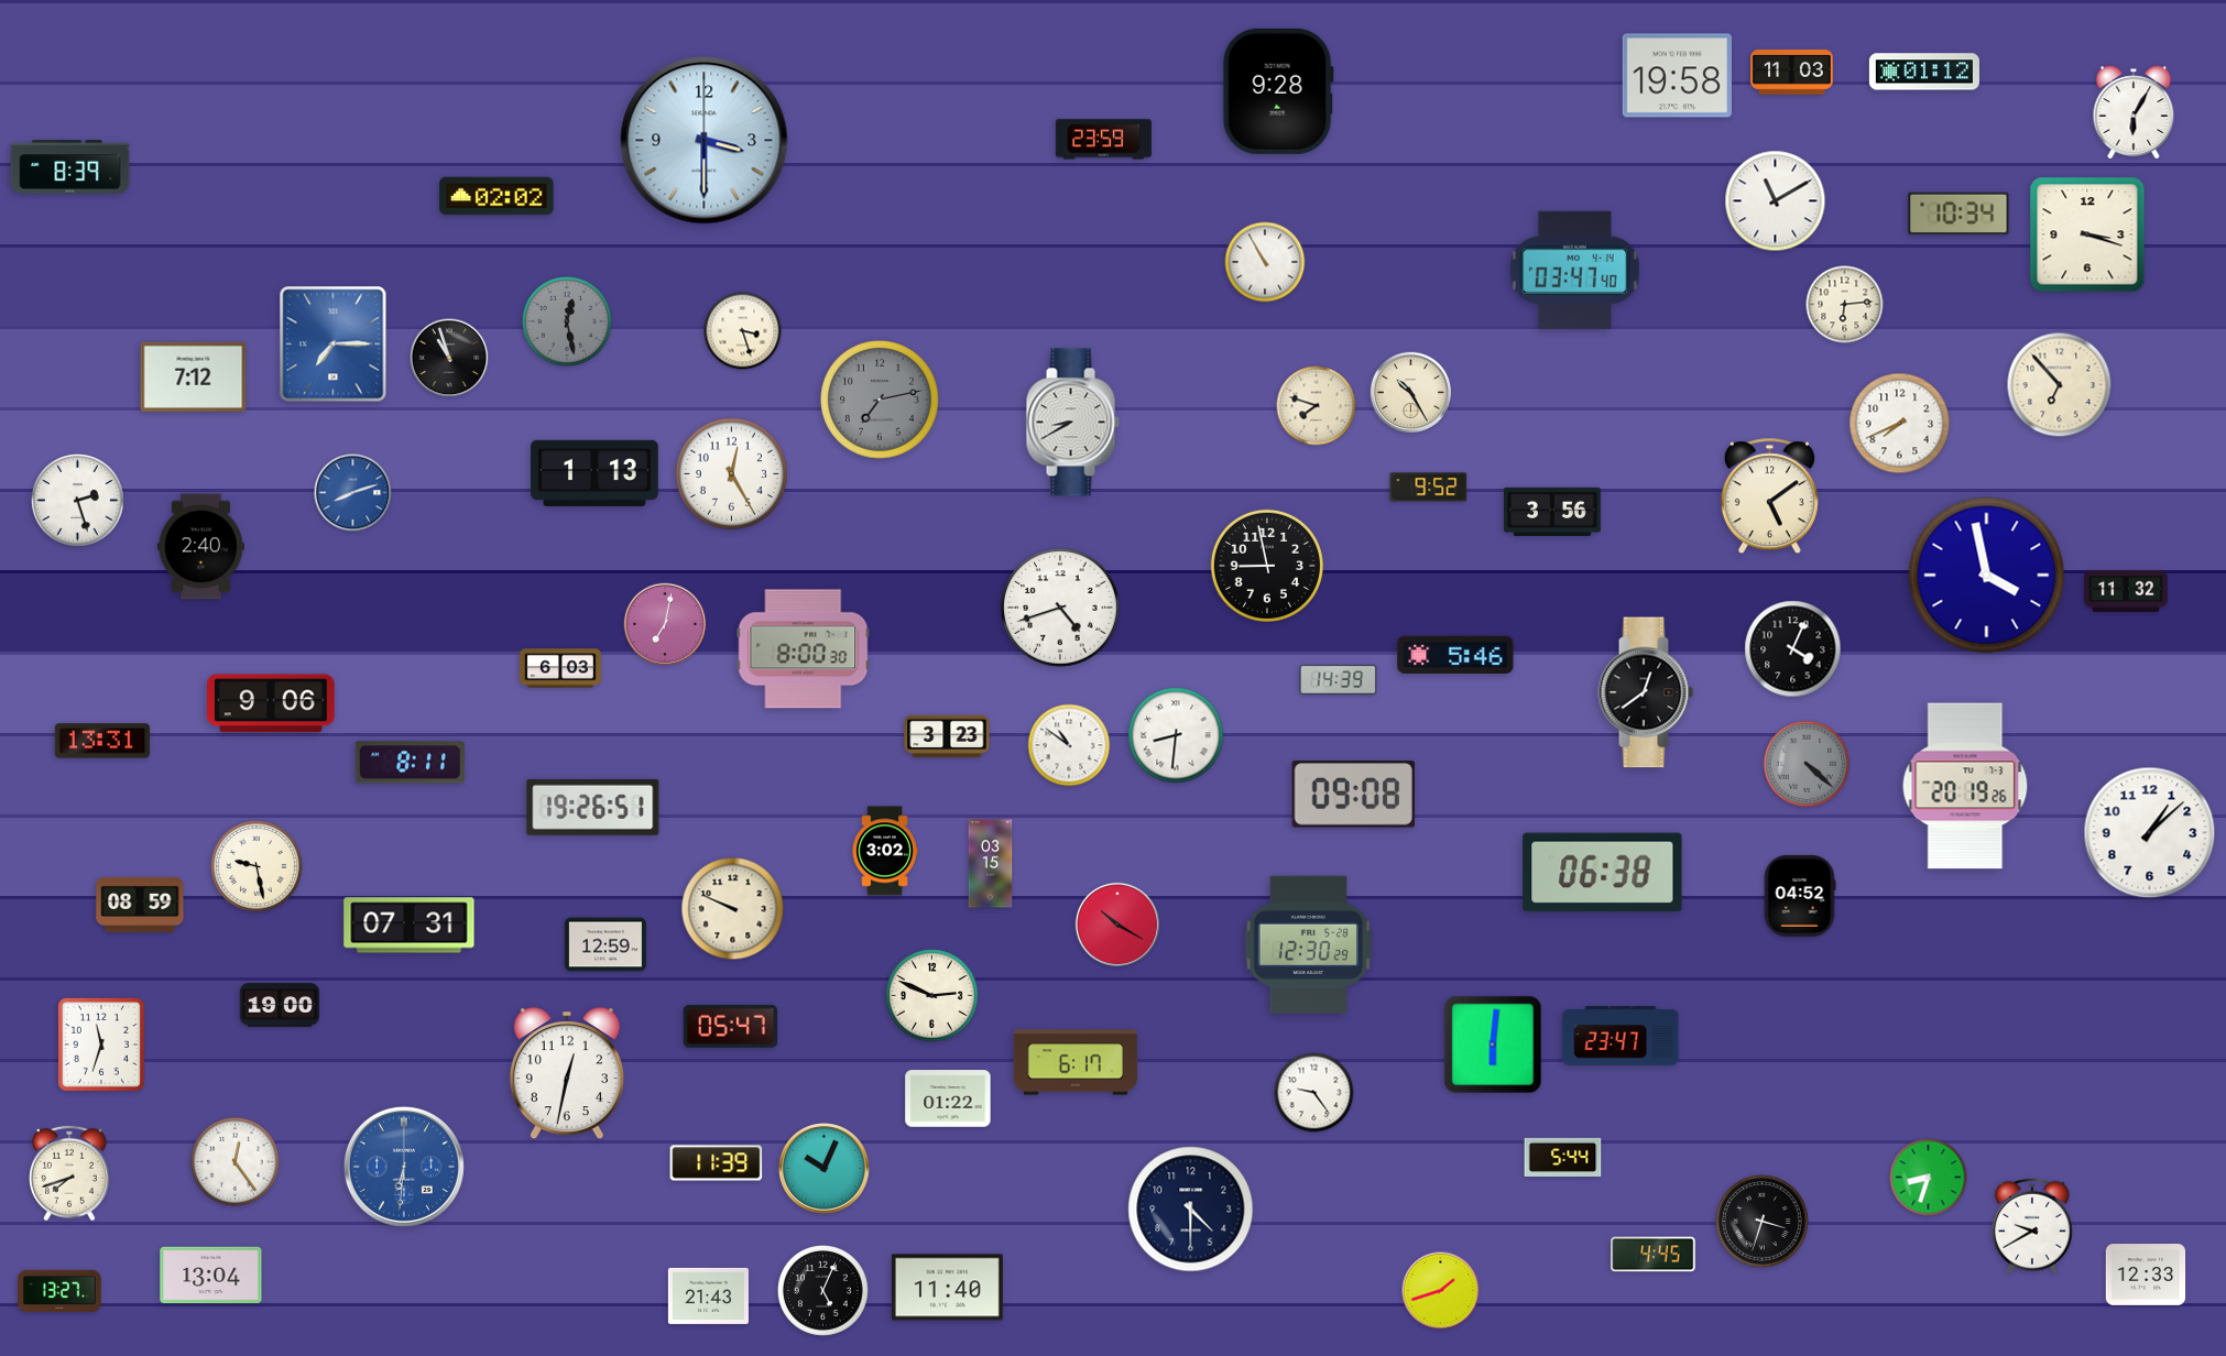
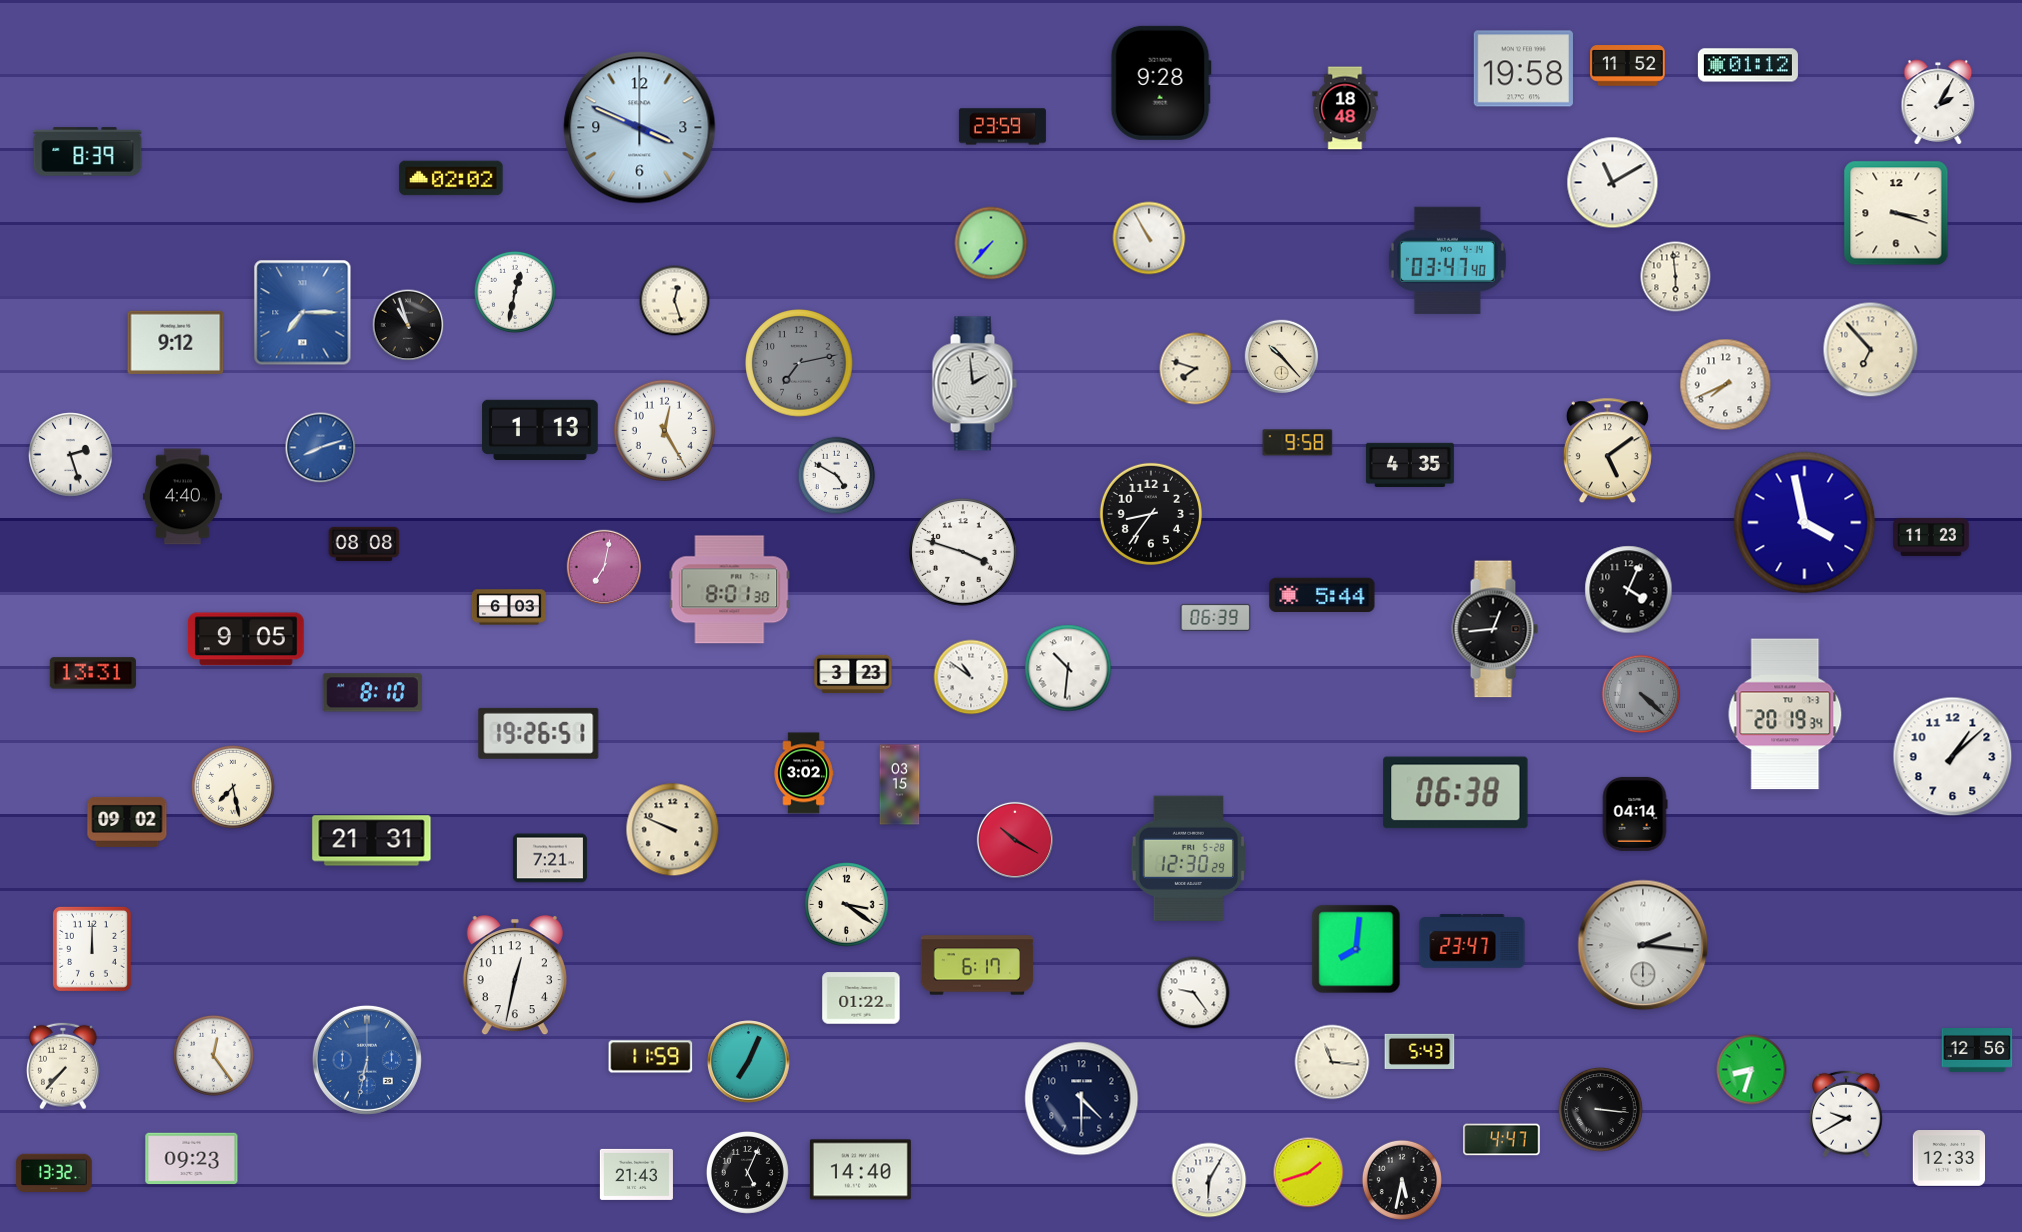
clock at (1792, 73): 11:03 -> 11:52
clock at (2134, 112): 6:05 -> 2:05
clock at (1345, 108): none -> 18:48
clock at (705, 141): 3:30 -> 3:49
clock at (70, 167) position: (70, 167) -> (88, 152)
clock at (1958, 214): 10:34 -> none
clock at (991, 243): none -> 7:37
clock at (1574, 270) position: (1574, 270) -> (1447, 260)
clock at (1845, 305): 6:14 -> 5:59
clock at (567, 321): 12:28 -> 12:32
clock at (567, 321) dial: grey -> white
clock at (743, 331): 3:27 -> 12:27
clock at (194, 376): 7:12 -> 9:12
clock at (1411, 393): 10:25 -> 10:23
clock at (1072, 423): 8:40 -> 1:59
clock at (1429, 488): 9:52 -> 9:58
clock at (1552, 512): 3:56 -> 4:35
clock at (837, 476): none -> 4:50
clock at (200, 547): 2:40 -> 4:40
clock at (1267, 566): 8:58 -> 8:36
clock at (2126, 591): 11:32 -> 11:23
clock at (364, 543): none -> 08:08
clock at (1060, 608): 4:42 -> 3:48
clock at (804, 649): 8:00 -> 8:01
clock at (1455, 654): 5:46 -> 5:44
clock at (1339, 679): 14:39 -> 06:39
clock at (1646, 692): 12:39 -> 12:44
clock at (272, 703): 9:06 -> 9:05
clock at (1176, 735): 8:31 -> 10:31
clock at (947, 736) position: (947, 736) -> (853, 674)
clock at (410, 763): 8:11 -> 8:10
clock at (1965, 786): 20:19:26 -> 20:19:34
clock at (1353, 795): 09:08 -> none
clock at (258, 867): 9:28 -> 7:28
clock at (1800, 896): 04:52 -> 04:14
clock at (140, 905): 08:59 -> 09:02
clock at (733, 909) position: (733, 909) -> (673, 830)
clock at (410, 926): 07:31 -> 21:31
clock at (605, 944): 12:59 -> 7:21
clock at (932, 996): 2:49 -> 3:21
clock at (280, 1005): 19:00 -> none
clock at (730, 1026): 05:47 -> none
clock at (1643, 945): none -> 2:16
clock at (101, 1045): 11:33 -> 12:00
clock at (1493, 1045): 6:01 -> 8:01
clock at (1563, 1157): 5:44 -> 5:43
clock at (1977, 1051): none -> 12:56
clock at (717, 1163): 11:39 -> 11:59
clock at (404, 1167): 6:31 -> 6:32
clock at (825, 1169): 10:04 -> 7:04
clock at (1332, 1062): none -> 11:16
clock at (70, 1173): 7:42 -> 7:37
clock at (1763, 1222): 3:33 -> 3:16
clock at (1654, 1255): 4:45 -> 4:47
clock at (211, 1276): 13:04 -> 09:23
clock at (947, 1288): 11:40 -> 14:40
clock at (59, 1291): 13:27 -> 13:32
clock at (708, 1295) position: (708, 1295) -> (636, 1174)
clock at (1209, 1180): none -> 6:05
clock at (1402, 1180): none -> 5:32
